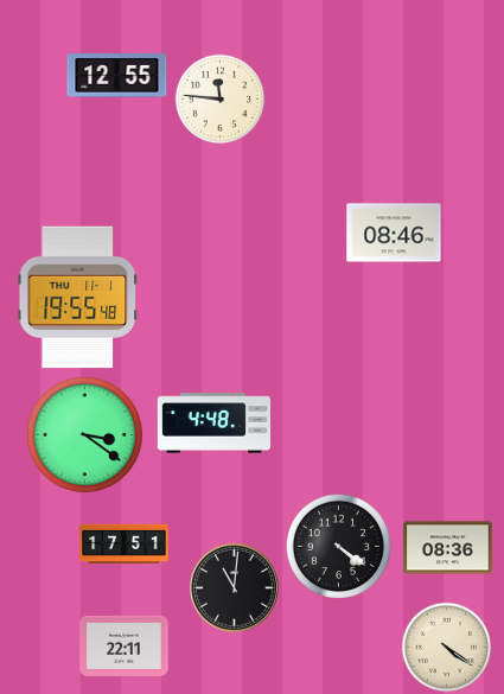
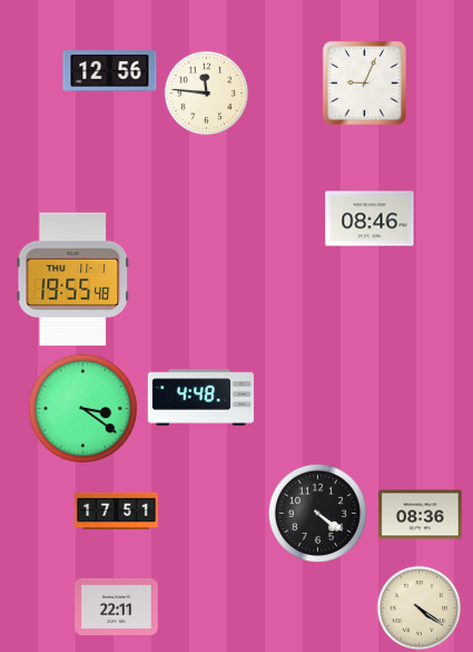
clock at (117, 76): 12:55 -> 12:56
clock at (364, 82): none -> 9:04
clock at (84, 434) position: (84, 434) -> (82, 408)
clock at (234, 587): 11:01 -> none
